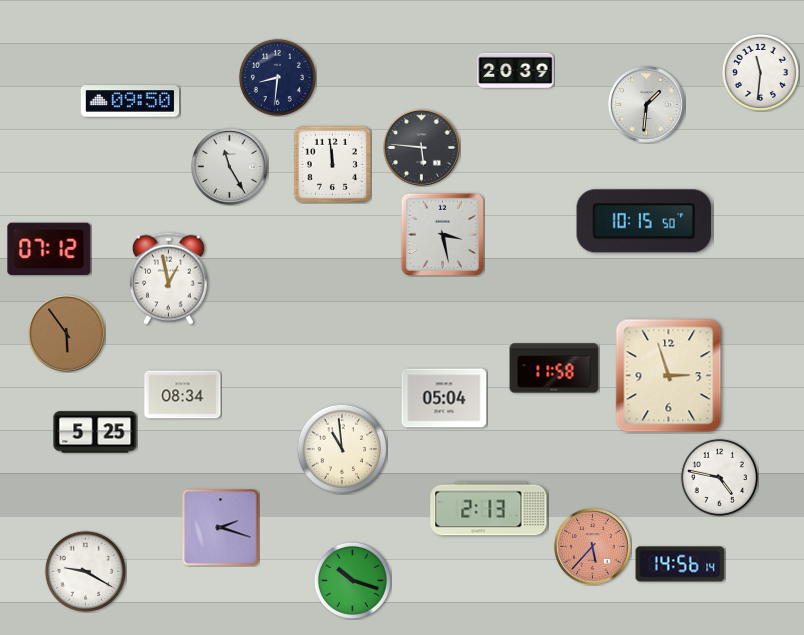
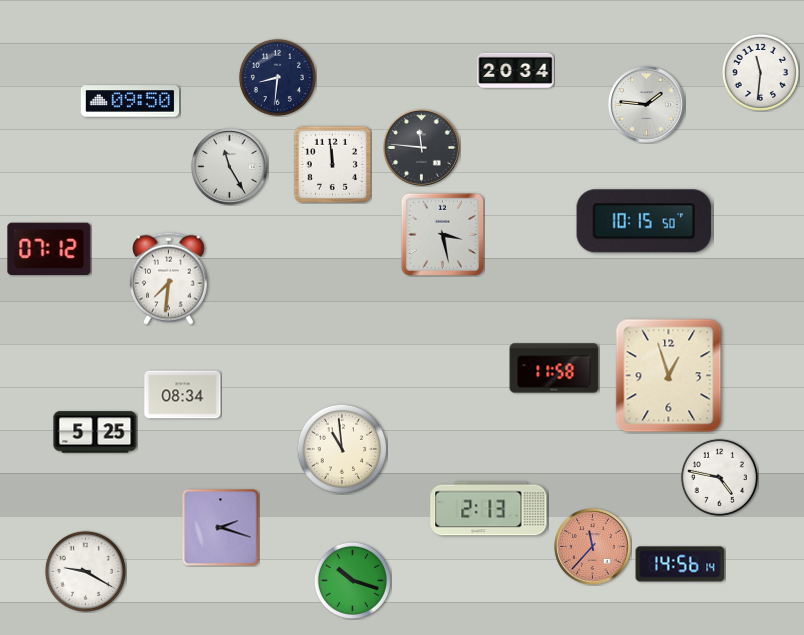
clock at (516, 71): 20:39 -> 20:34
clock at (647, 105): 1:31 -> 1:46
clock at (422, 148): 5:46 -> 11:46
clock at (169, 278): 12:58 -> 7:31
clock at (67, 334): 5:54 -> none
clock at (669, 376): 2:57 -> 12:57
clock at (444, 398): 05:04 -> none
clock at (593, 547): 5:37 -> 11:37
